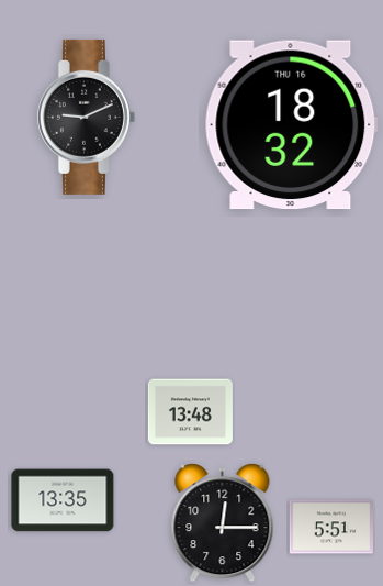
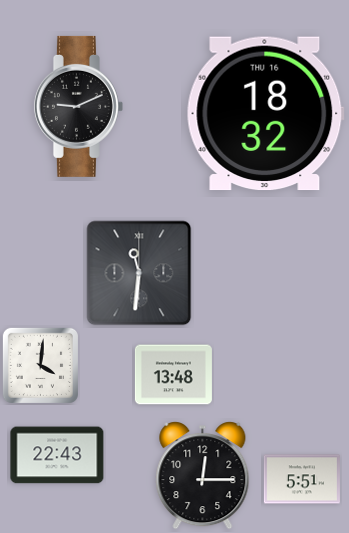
clock at (139, 273): none -> 11:31
clock at (40, 365): none -> 4:01
clock at (63, 500): 13:35 -> 22:43
